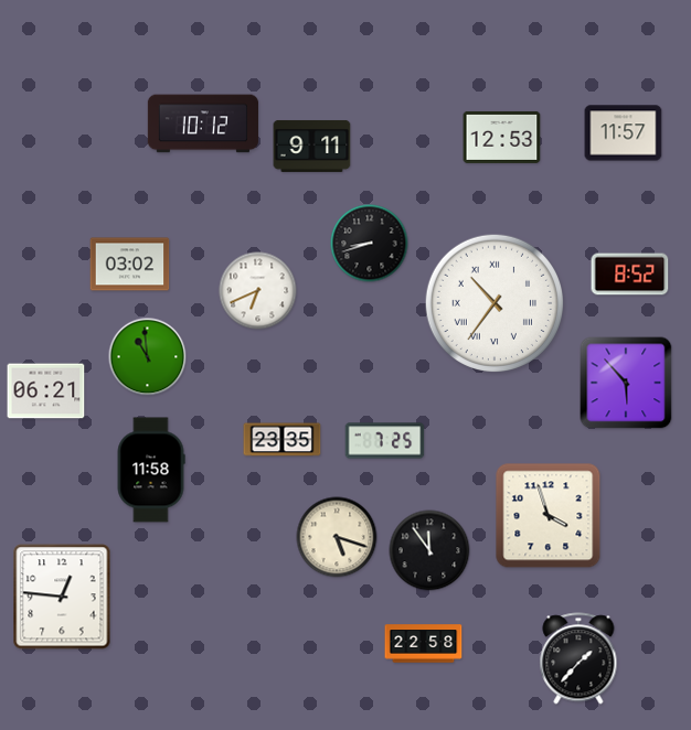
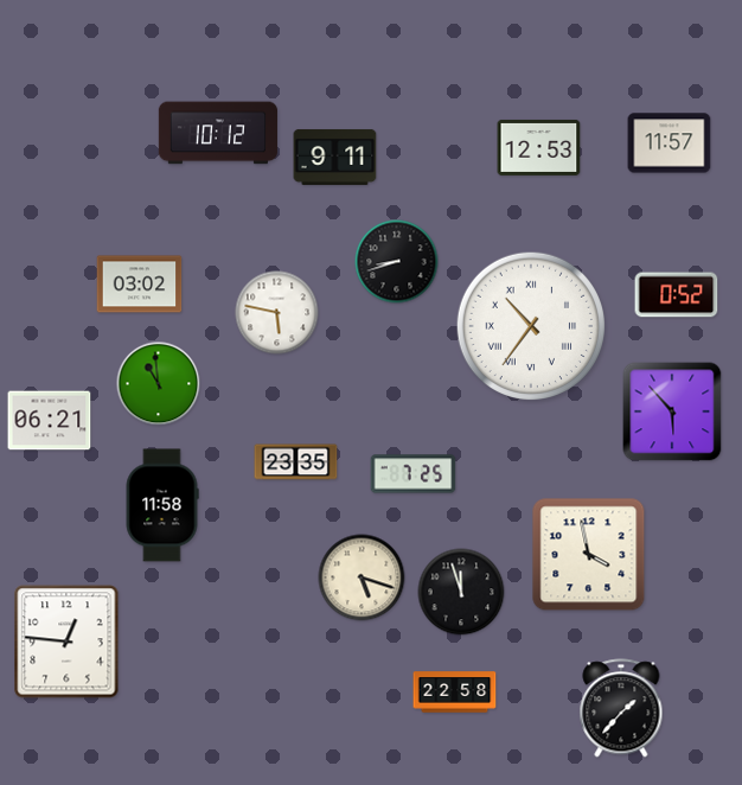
clock at (630, 275): 8:52 -> 0:52
clock at (258, 291): 6:41 -> 5:47
clock at (283, 440) position: (283, 440) -> (296, 462)
clock at (549, 516): 3:57 -> 3:58
clock at (429, 550): 11:54 -> 11:57
